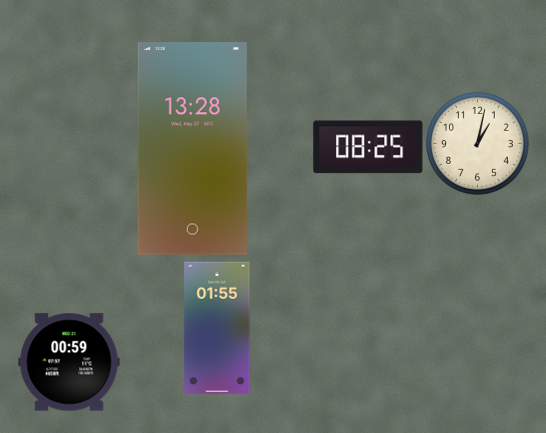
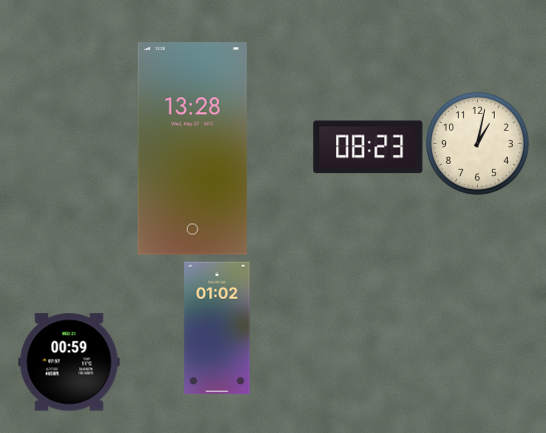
clock at (368, 147): 08:25 -> 08:23
clock at (217, 328): 01:55 -> 01:02
